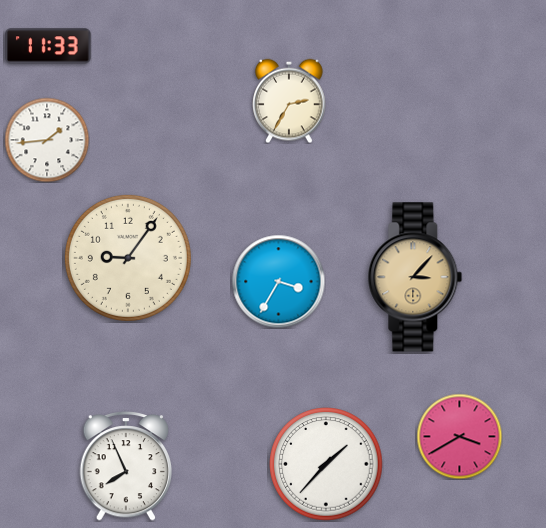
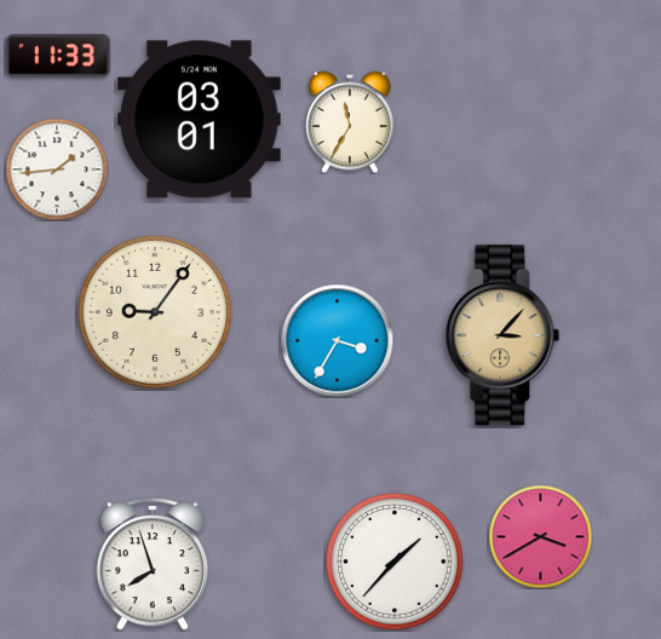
clock at (200, 120): none -> 03:01
clock at (289, 101): 2:35 -> 11:35
clock at (459, 436) position: (459, 436) -> (540, 536)
clock at (126, 466): 7:56 -> 7:57
